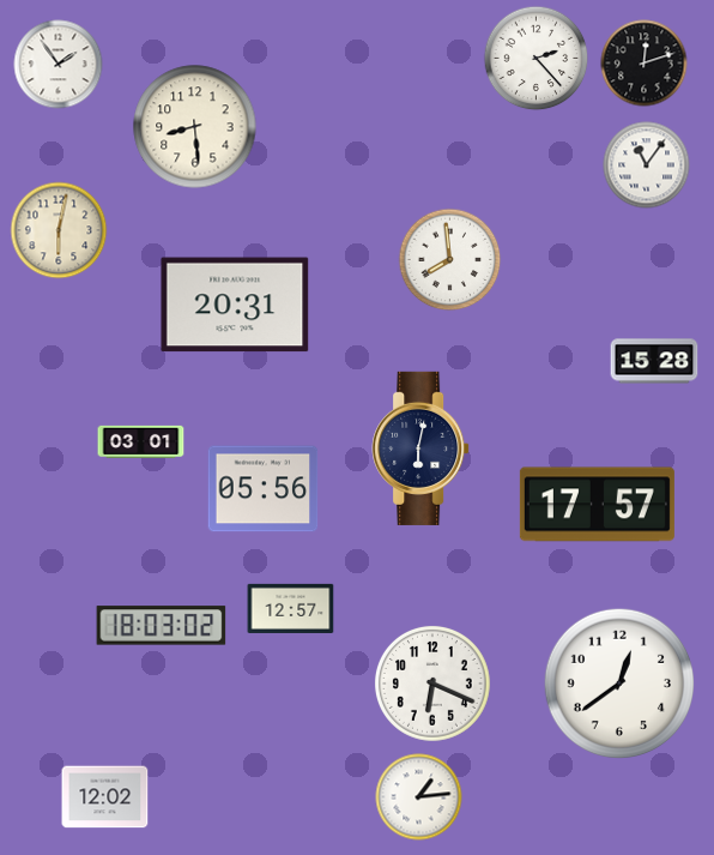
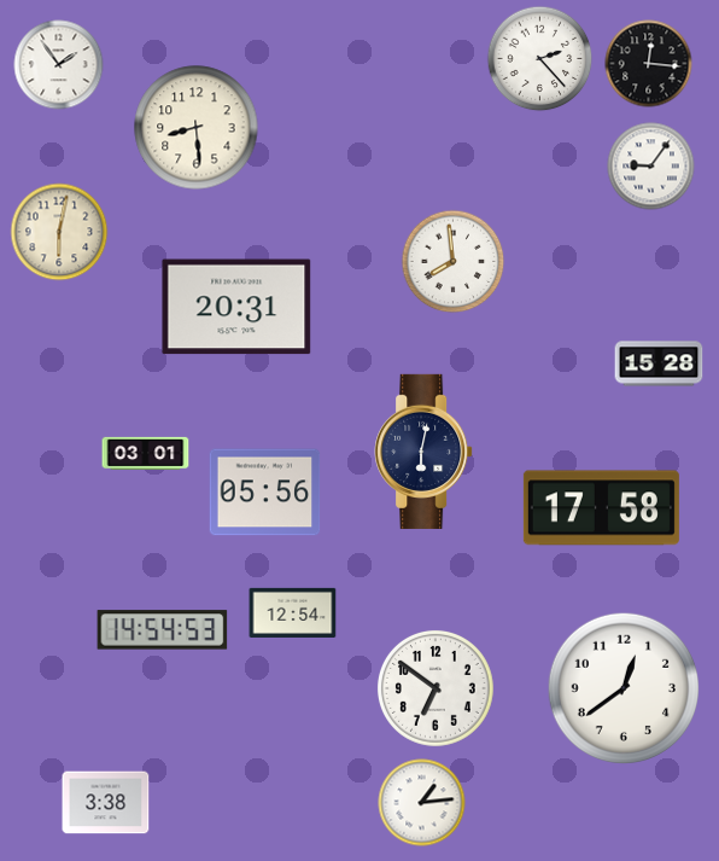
clock at (645, 64): 12:12 -> 12:16
clock at (647, 165): 11:06 -> 9:06
clock at (141, 441) position: (141, 441) -> (146, 453)
clock at (597, 505): 17:57 -> 17:58
clock at (291, 608): 12:57 -> 12:54
clock at (162, 626): 18:03 -> 14:54
clock at (434, 685): 6:19 -> 6:51
clock at (105, 797): 12:02 -> 3:38
